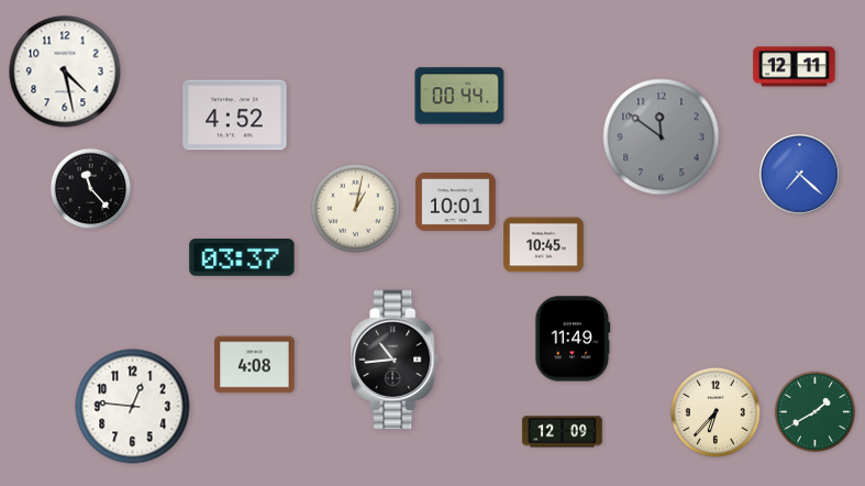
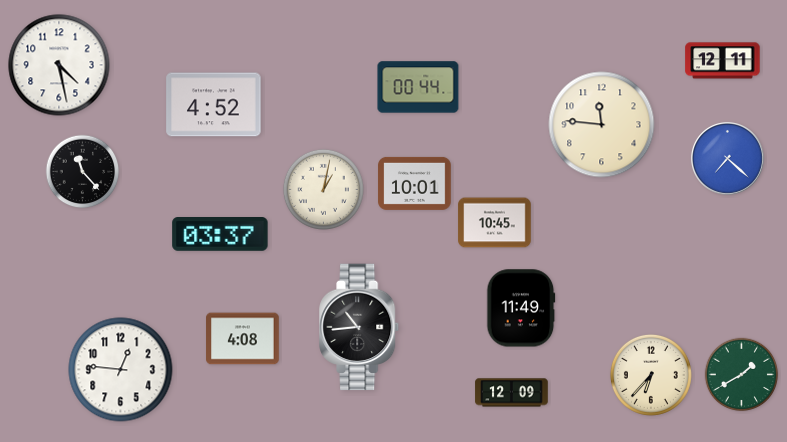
clock at (662, 137): 11:51 -> 11:46
clock at (662, 137) dial: grey -> cream
clock at (255, 365) position: (255, 365) -> (243, 339)
